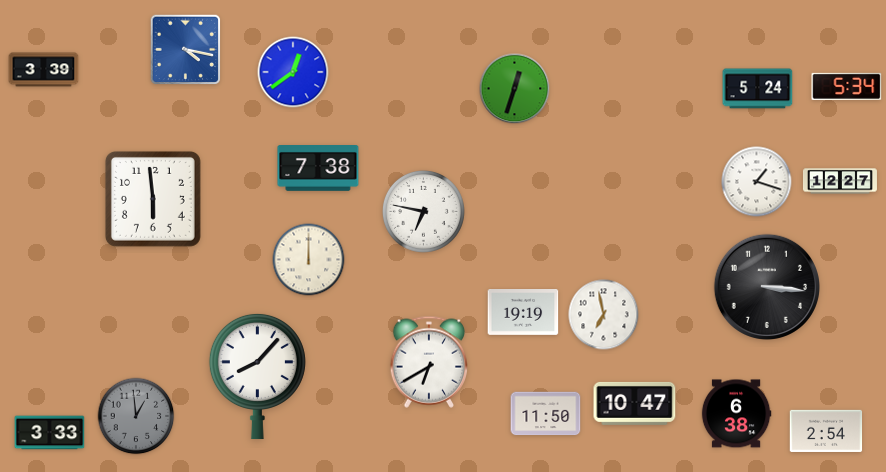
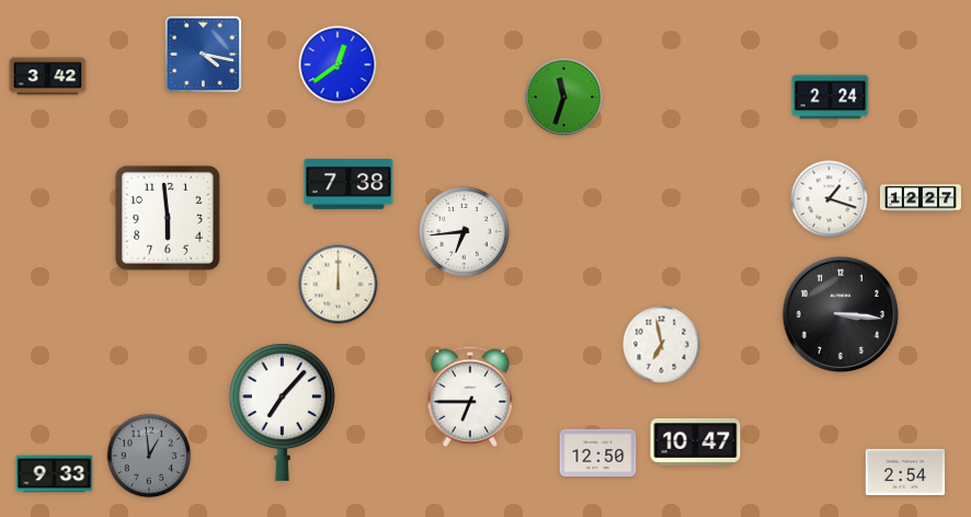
clock at (44, 70): 3:39 -> 3:42
clock at (293, 72) position: (293, 72) -> (338, 65)
clock at (847, 86): 5:34 -> none
clock at (515, 89): 12:33 -> 11:33
clock at (758, 89): 5:24 -> 2:24
clock at (423, 211): 6:47 -> 6:44
clock at (523, 313): 19:19 -> none
clock at (428, 362): 6:40 -> 6:45
clock at (257, 376): 8:07 -> 7:07
clock at (546, 414): 11:50 -> 12:50
clock at (736, 414): 6:38 -> none
clock at (50, 433): 3:33 -> 9:33
